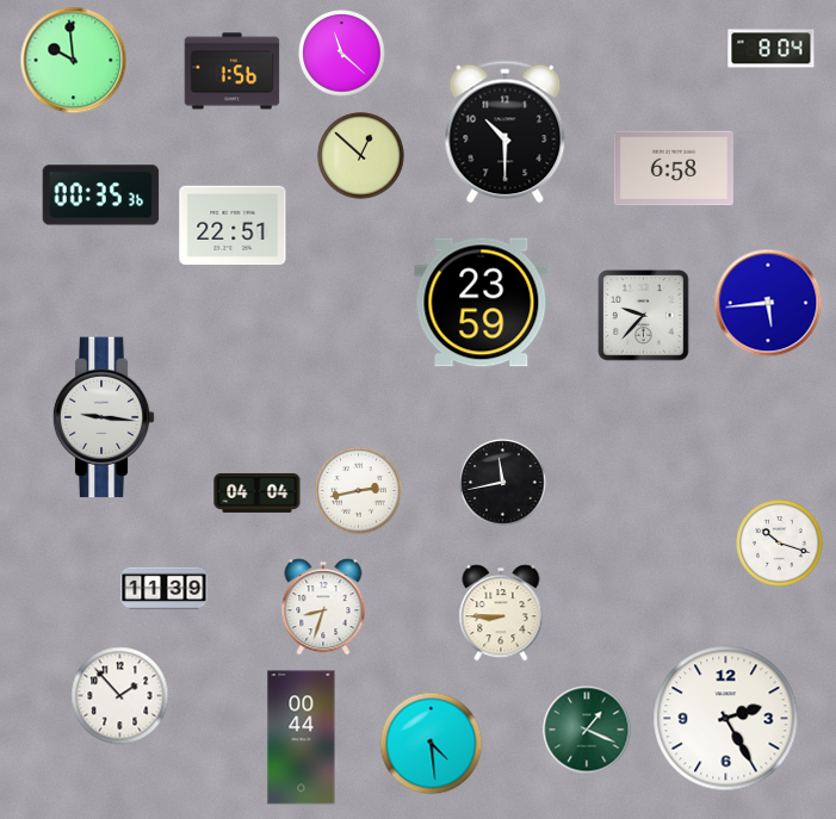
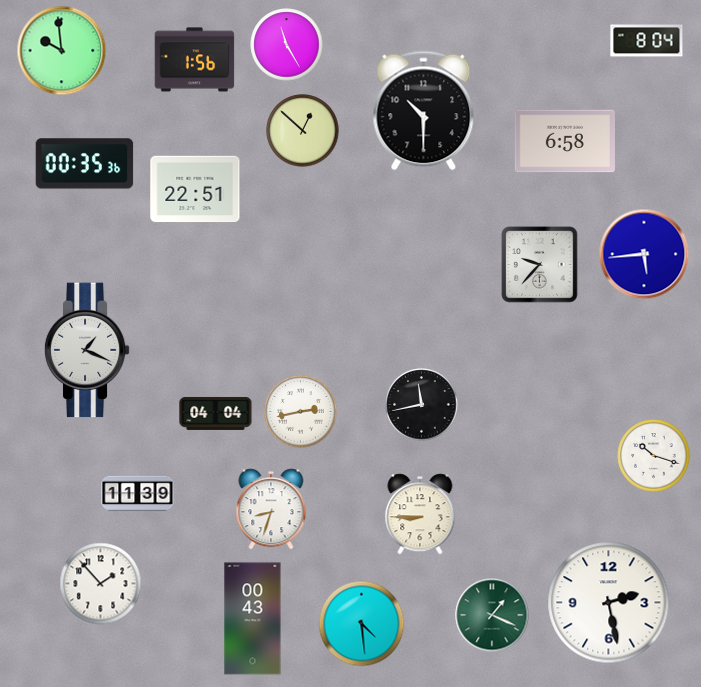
clock at (342, 54): 11:22 -> 11:25
clock at (482, 303): 23:59 -> none
clock at (104, 417): 9:16 -> 1:19
clock at (726, 719): 2:25 -> 2:28
clock at (587, 730) position: (587, 730) -> (492, 615)
clock at (302, 738): 00:44 -> 00:43
